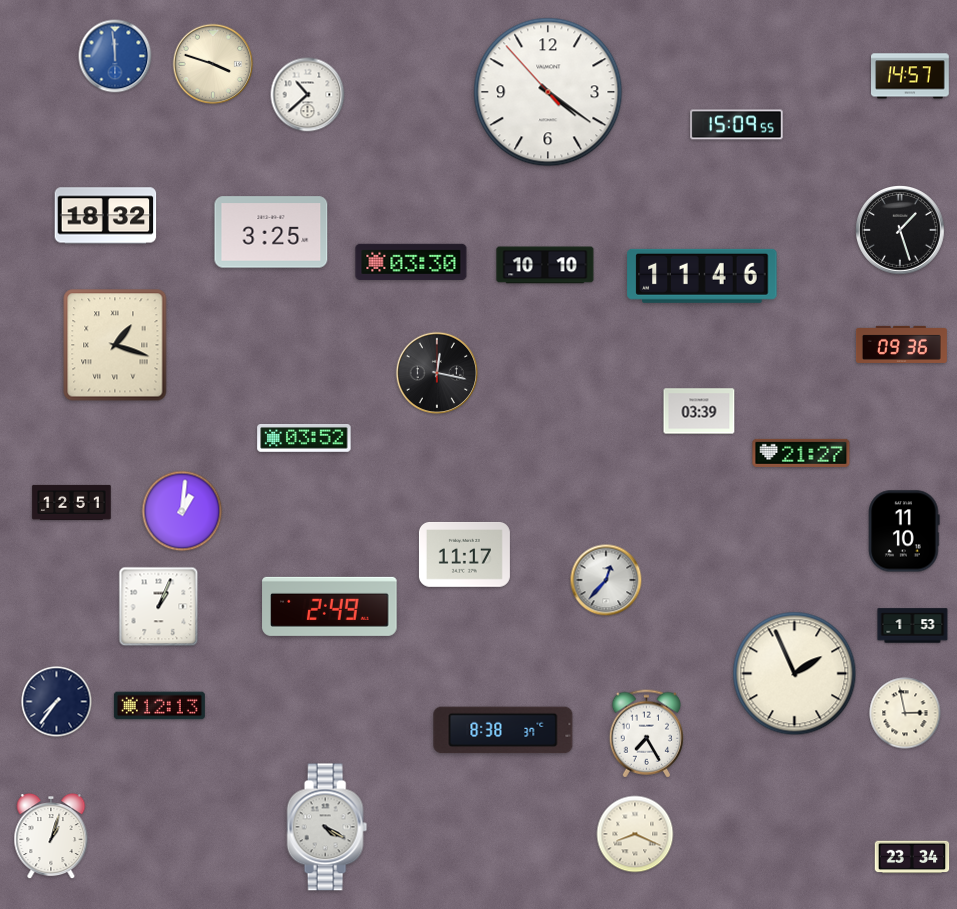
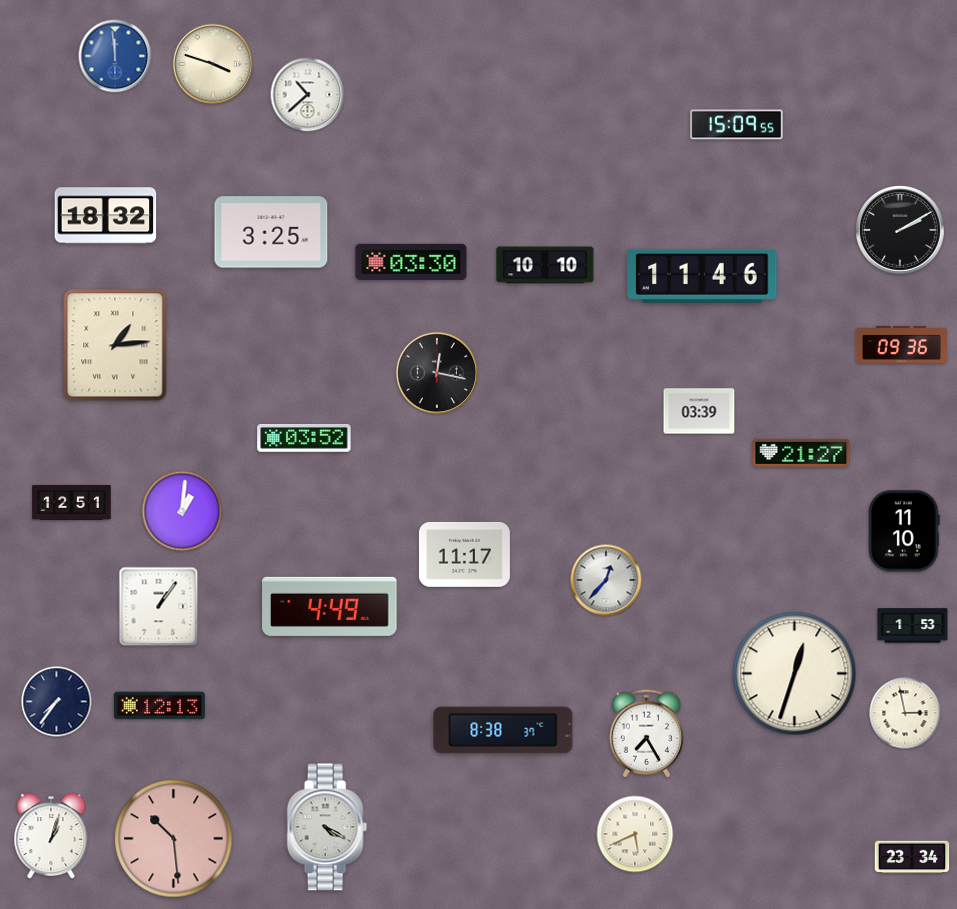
clock at (911, 76): 14:57 -> none
clock at (548, 92): 4:20 -> none
clock at (901, 231): 1:27 -> 2:10
clock at (115, 345): 1:18 -> 1:14
clock at (330, 606): 2:49 -> 4:49
clock at (159, 607): 1:04 -> 1:06
clock at (795, 674): 1:56 -> 12:33
clock at (635, 834): 8:19 -> 5:41
clock at (174, 839): none -> 10:29
